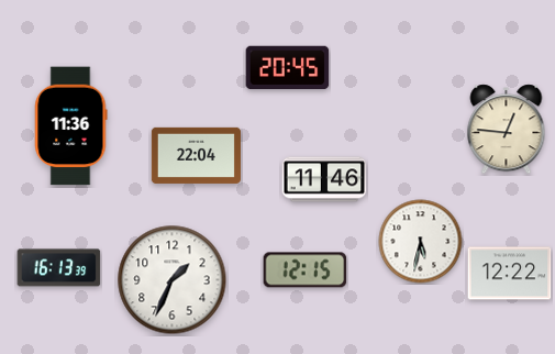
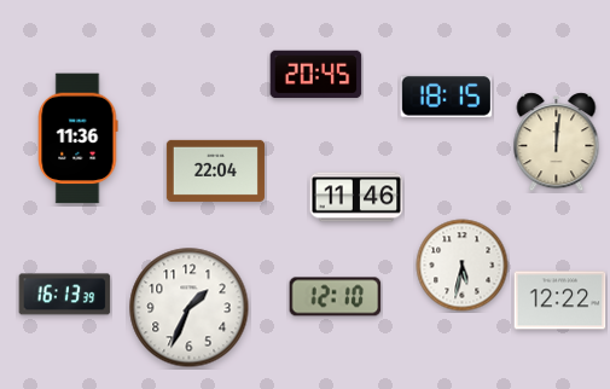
clock at (447, 97): none -> 18:15
clock at (507, 130): 12:46 -> 12:01
clock at (306, 270): 12:15 -> 12:10
